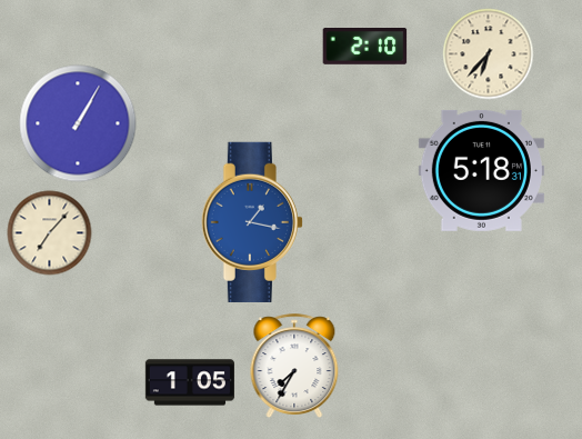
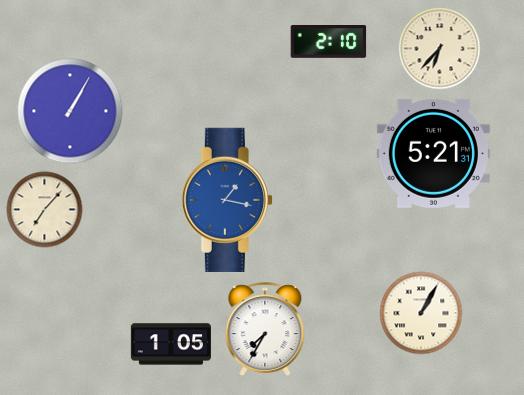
clock at (481, 170): 5:18 -> 5:21
clock at (421, 313): none -> 1:05
